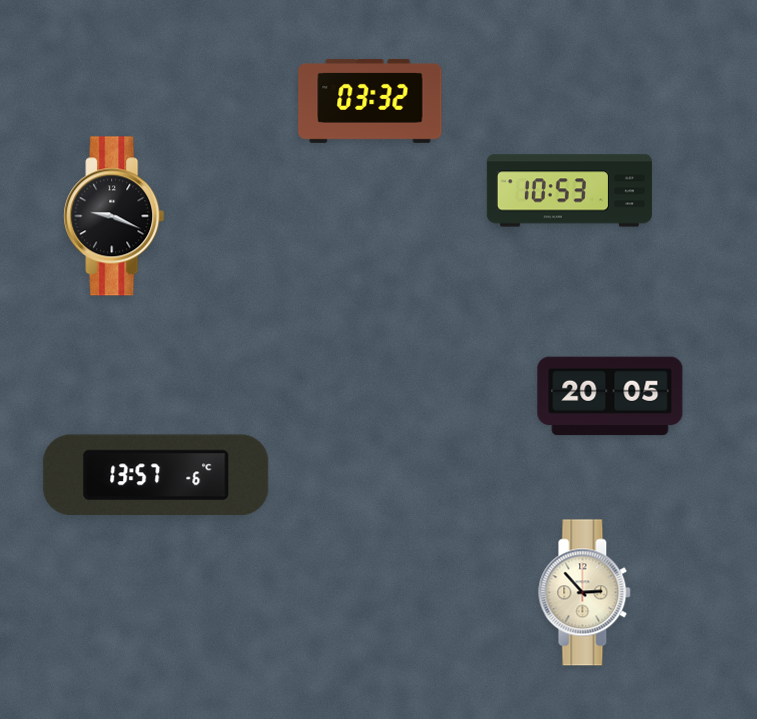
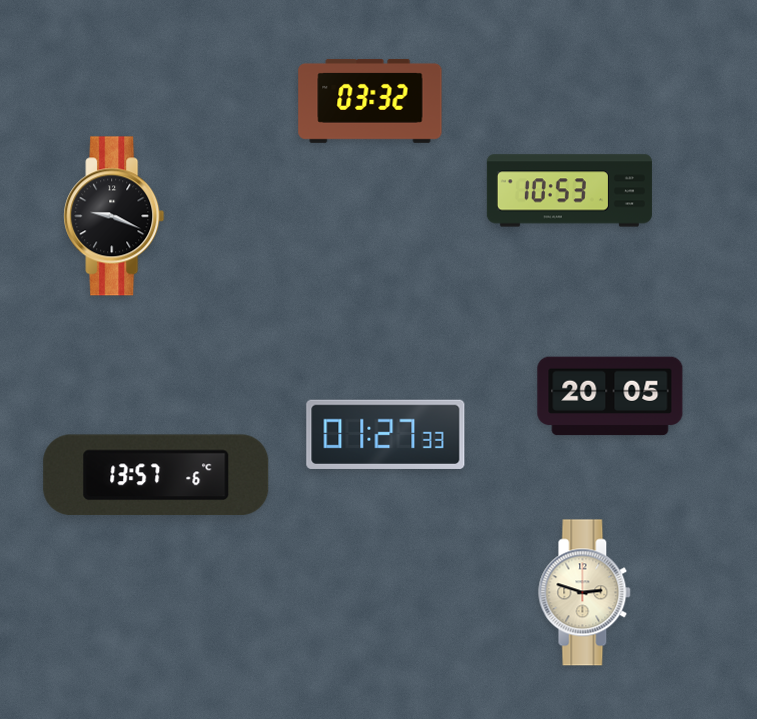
clock at (386, 434): none -> 01:27
clock at (585, 593): 2:53 -> 2:48
